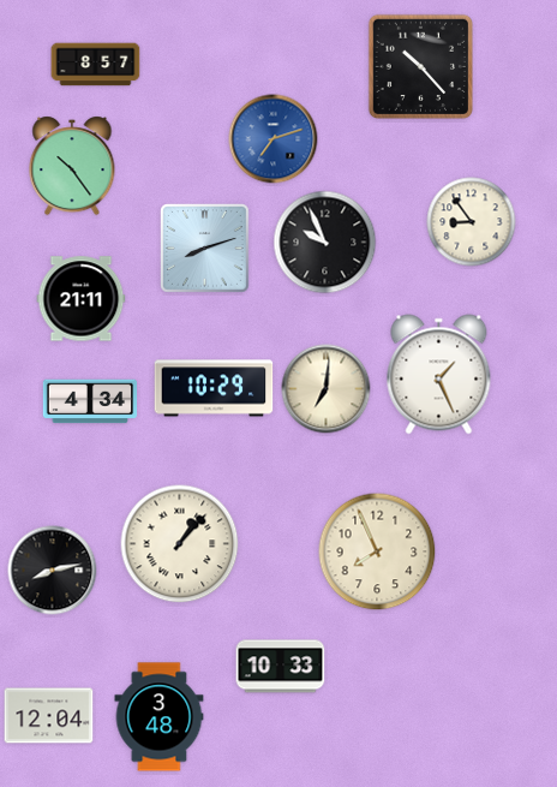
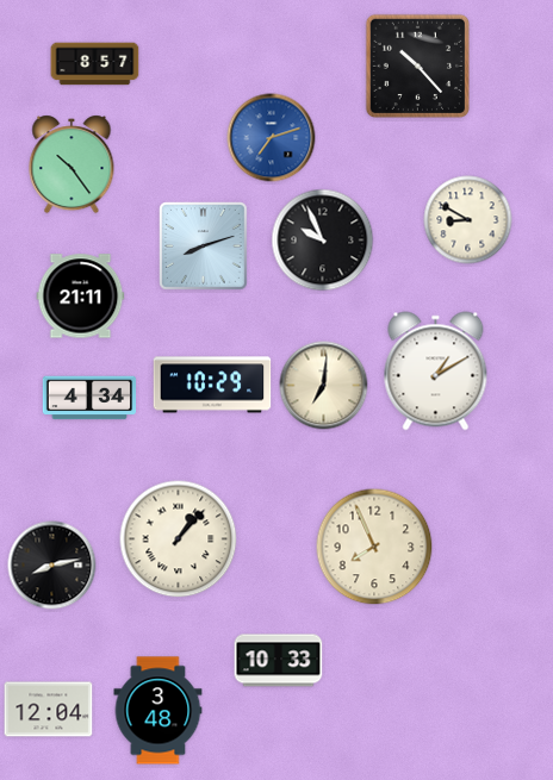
clock at (472, 222): 8:54 -> 8:50
clock at (439, 375): 1:26 -> 1:10
